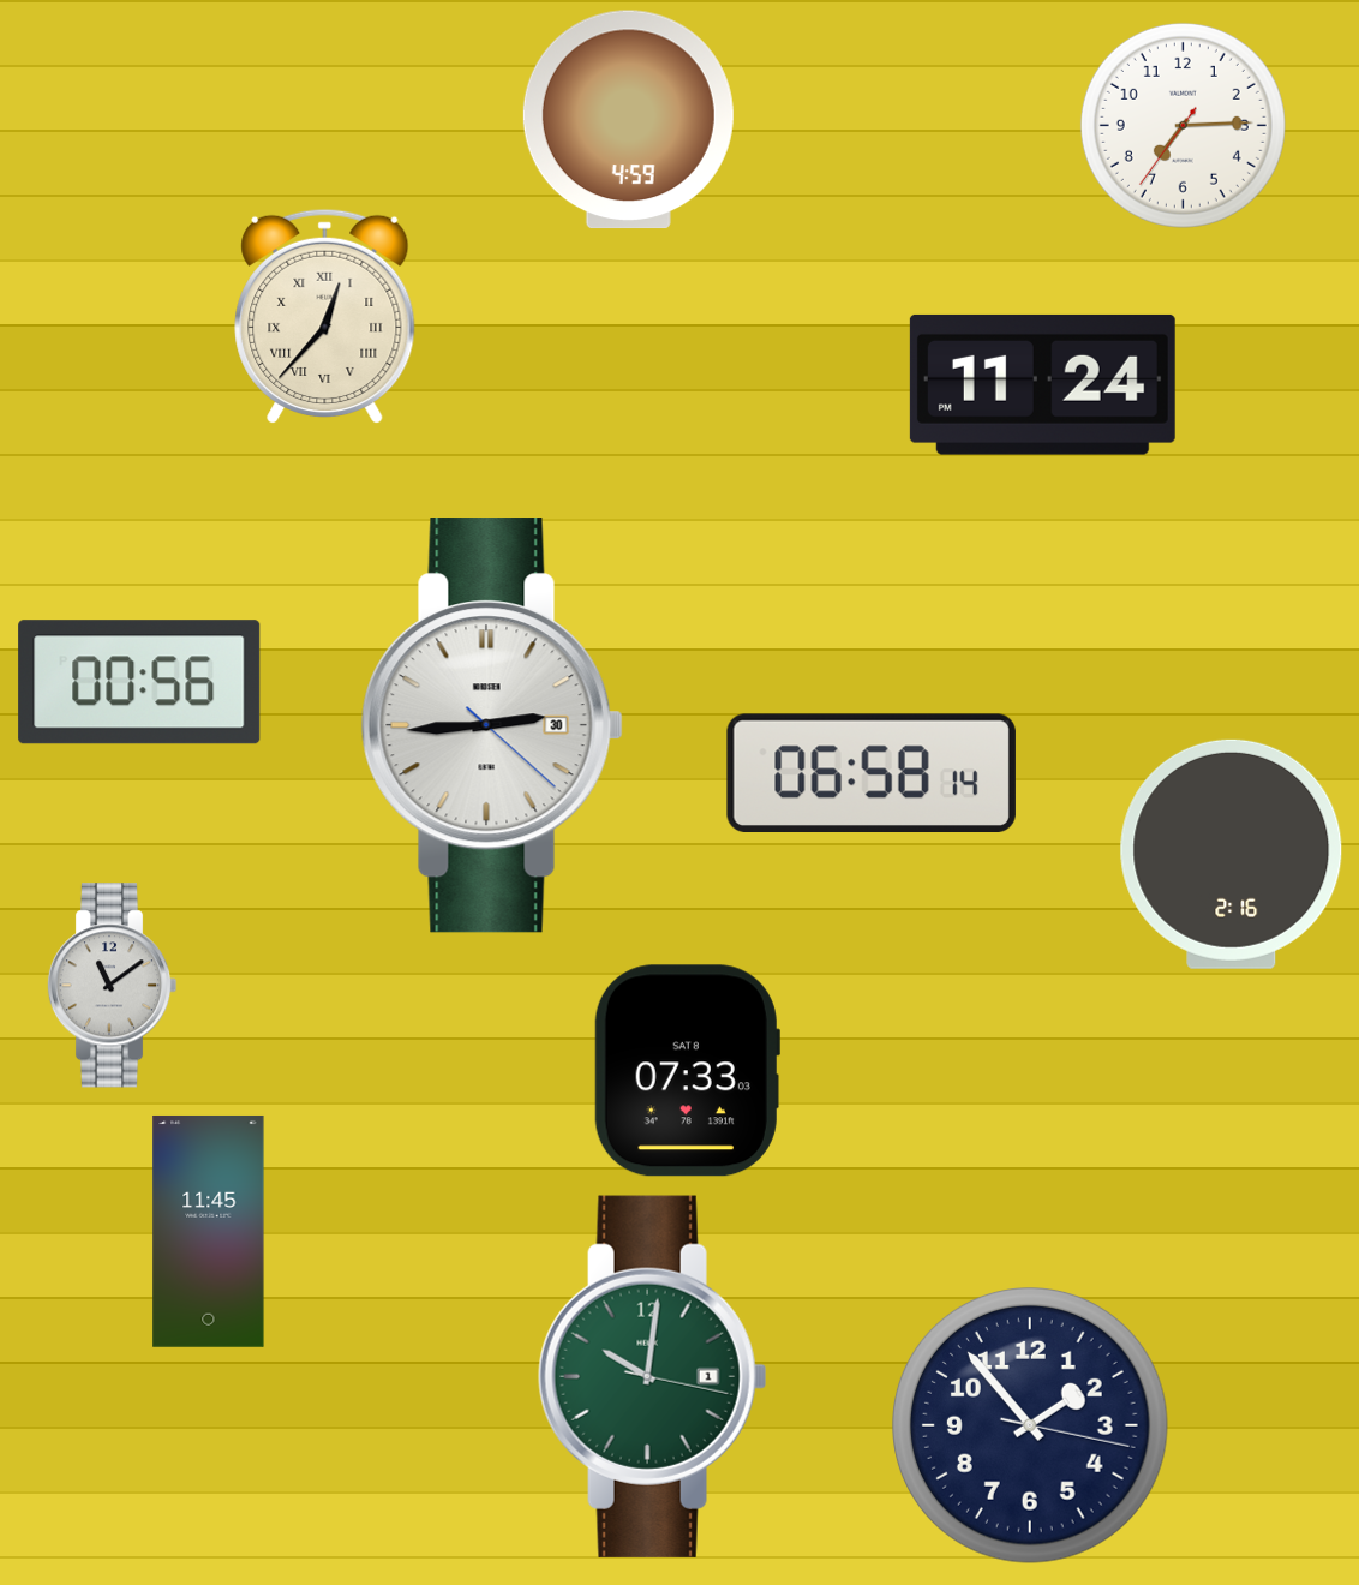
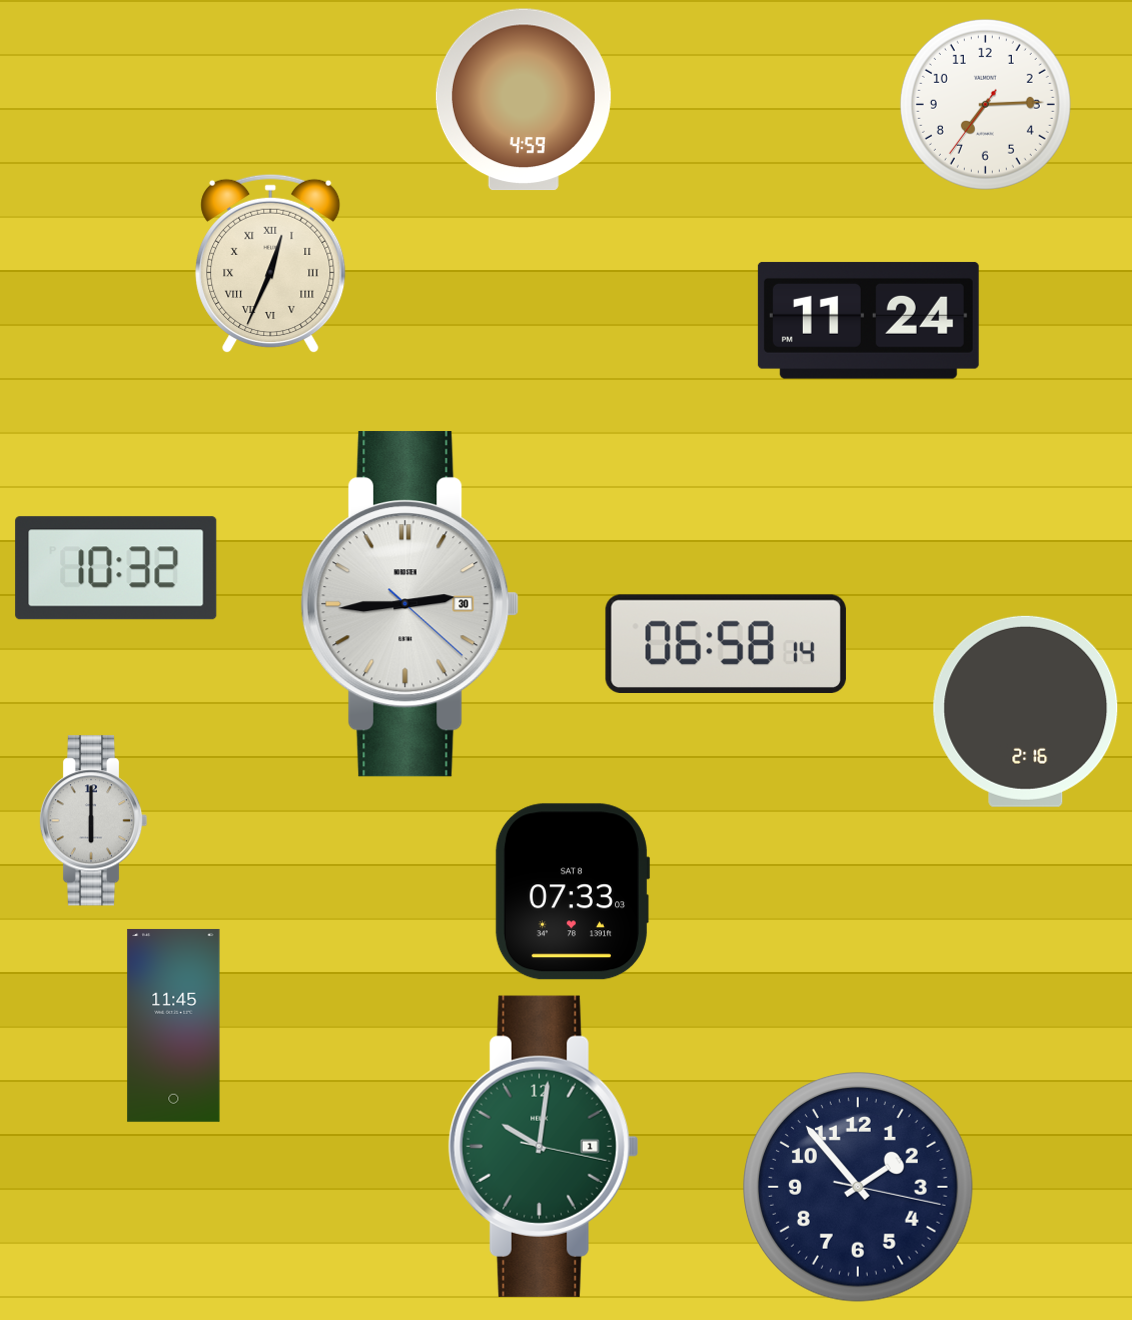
clock at (325, 317): 12:37 -> 12:34
clock at (139, 682): 00:56 -> 10:32
clock at (112, 986): 11:09 -> 6:00
